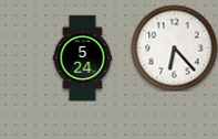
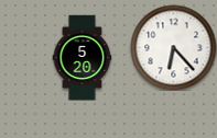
clock at (83, 57): 5:24 -> 5:20
